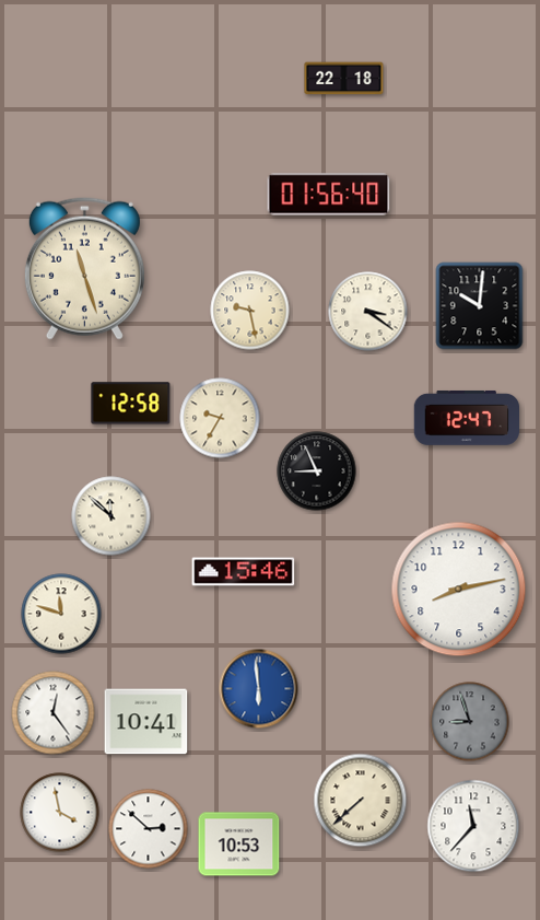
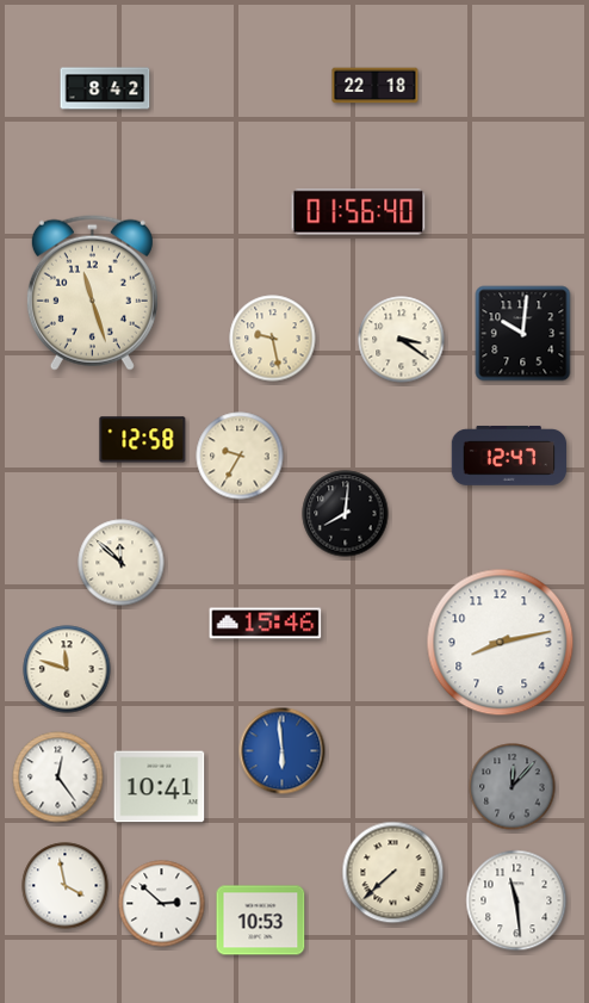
clock at (105, 88): none -> 8:42
clock at (317, 471): 8:56 -> 8:01
clock at (470, 722): 8:57 -> 12:07
clock at (473, 826): 11:37 -> 11:29
